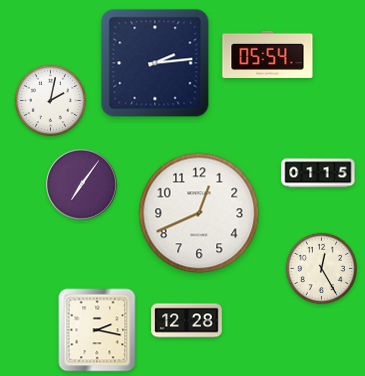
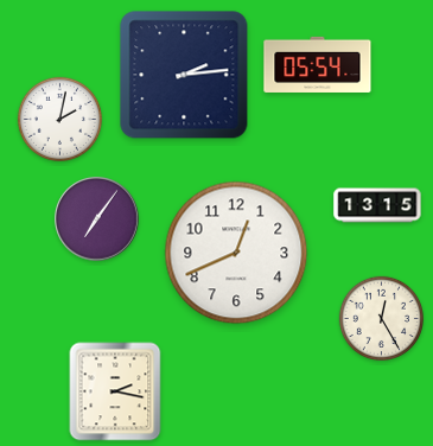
clock at (318, 173): 01:15 -> 13:15
clock at (187, 321): 12:28 -> none
